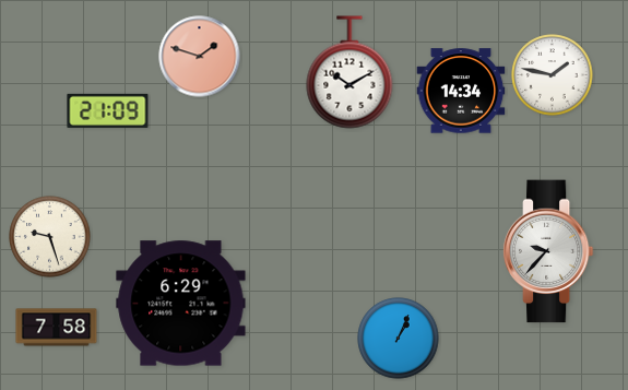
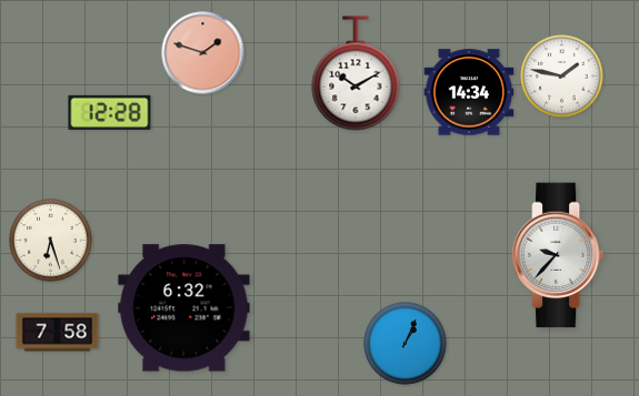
clock at (200, 57) position: (200, 57) -> (203, 53)
clock at (108, 110): 21:09 -> 12:28
clock at (50, 237): 9:27 -> 6:27
clock at (181, 304): 6:29 -> 6:32
